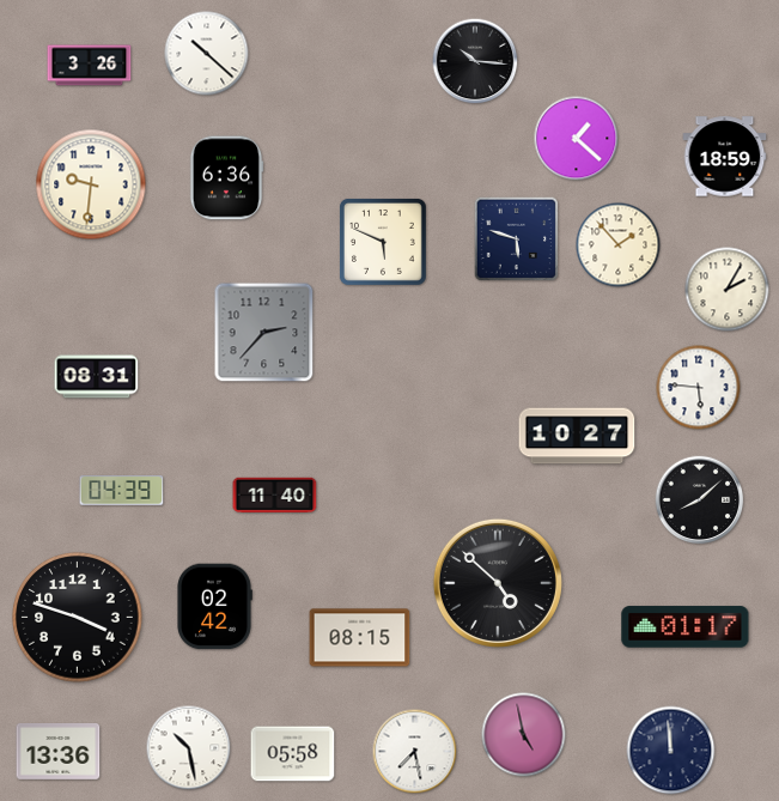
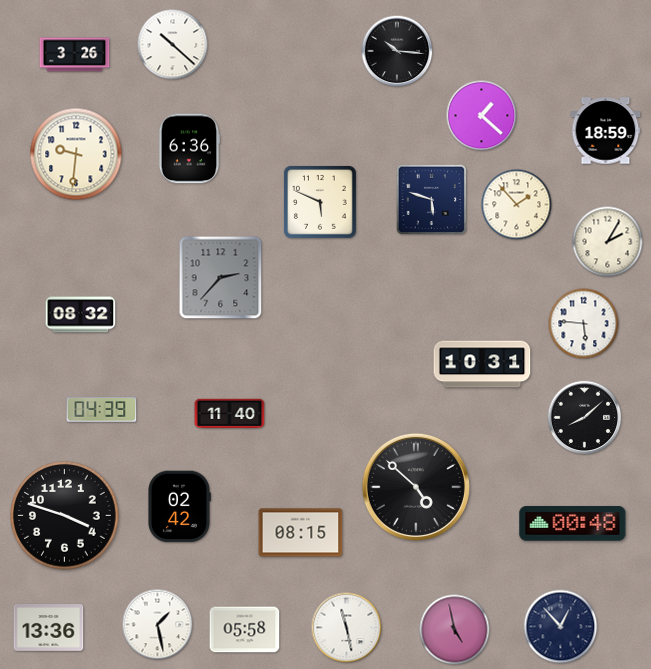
clock at (97, 377): 08:31 -> 08:32
clock at (577, 436): 10:27 -> 10:31
clock at (686, 627): 01:17 -> 00:48
clock at (524, 735) position: (524, 735) -> (455, 630)
clock at (189, 748): 10:28 -> 1:28
clock at (671, 751): 11:59 -> 12:53
clock at (415, 752): 7:28 -> 11:28
